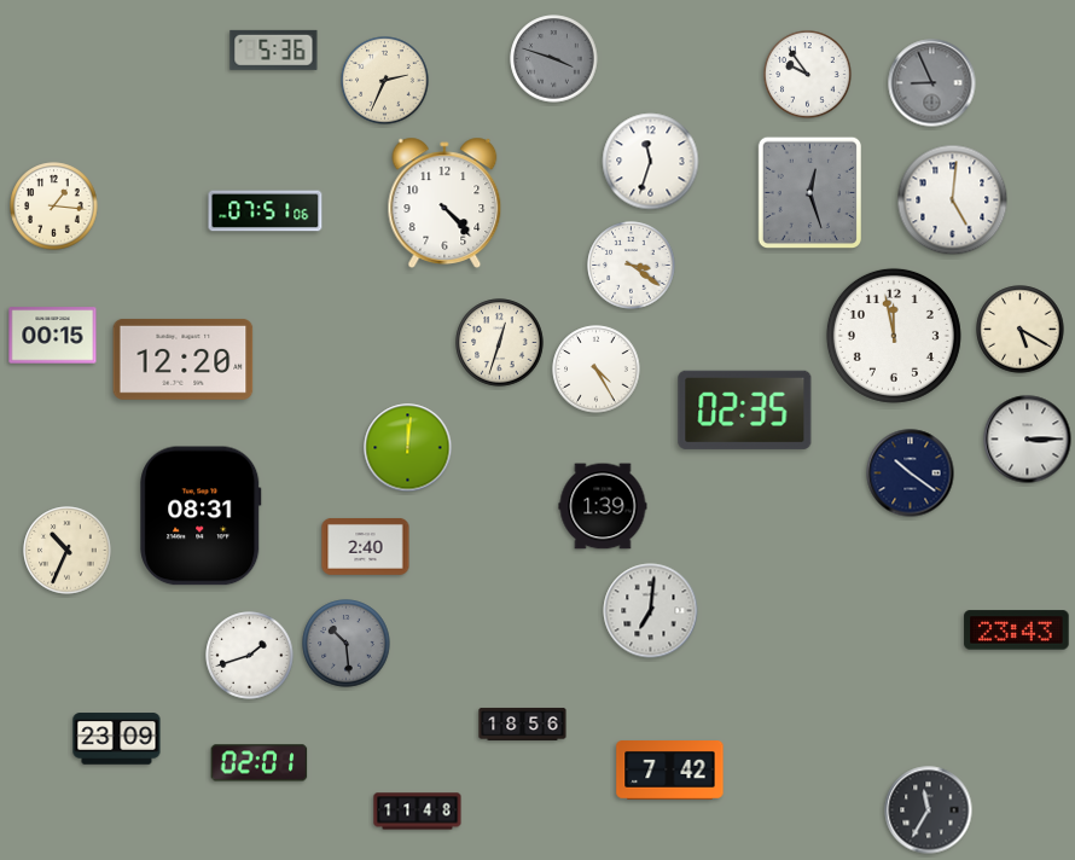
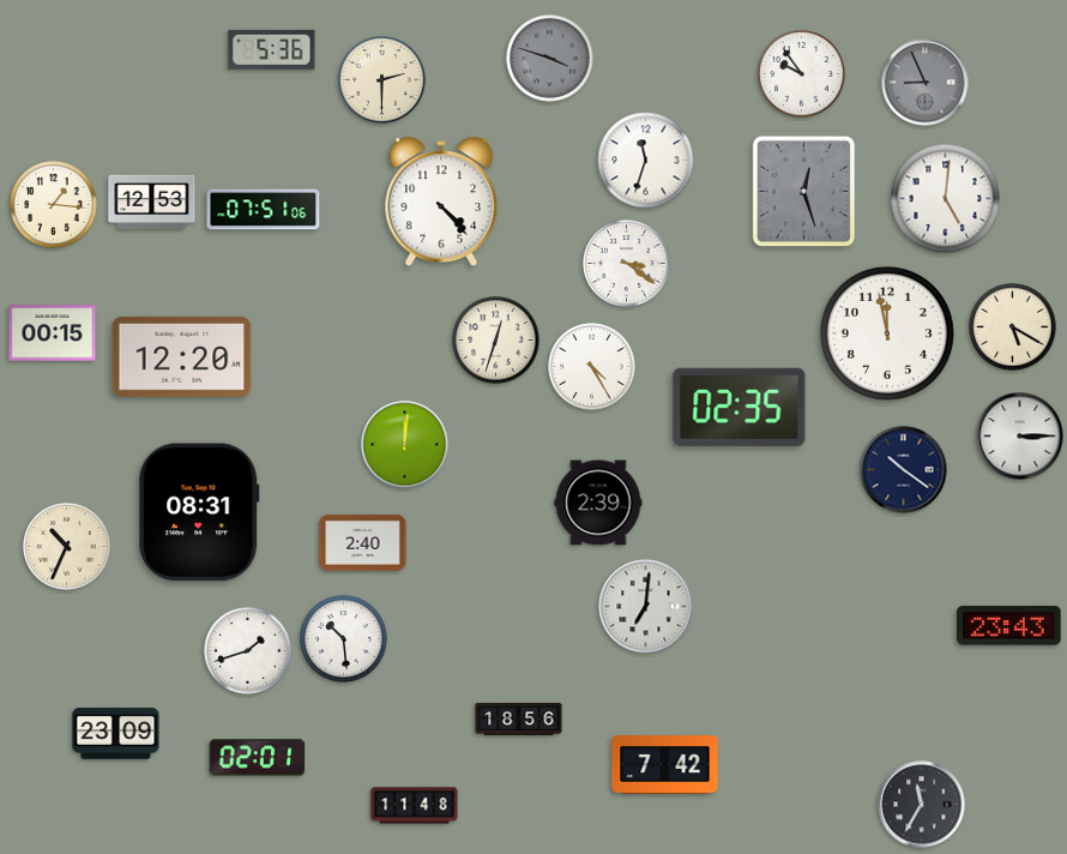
clock at (385, 81): 2:34 -> 2:30
clock at (152, 202): none -> 12:53
clock at (603, 506): 1:39 -> 2:39
clock at (347, 644) dial: grey -> white
